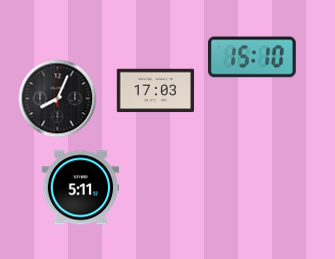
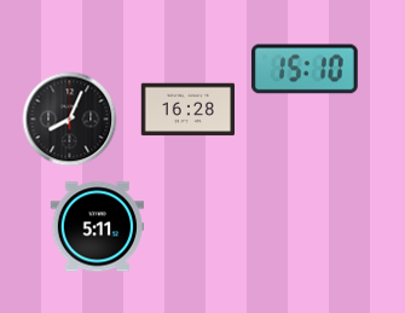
clock at (155, 91): 17:03 -> 16:28
